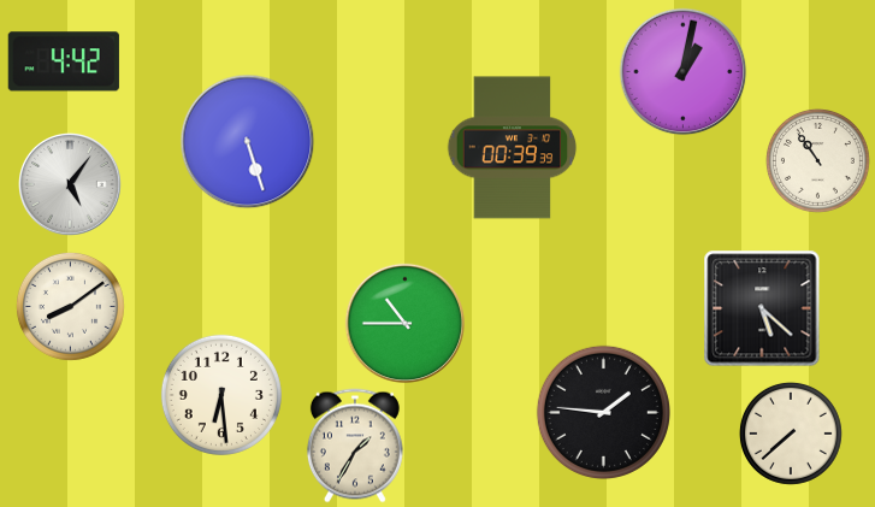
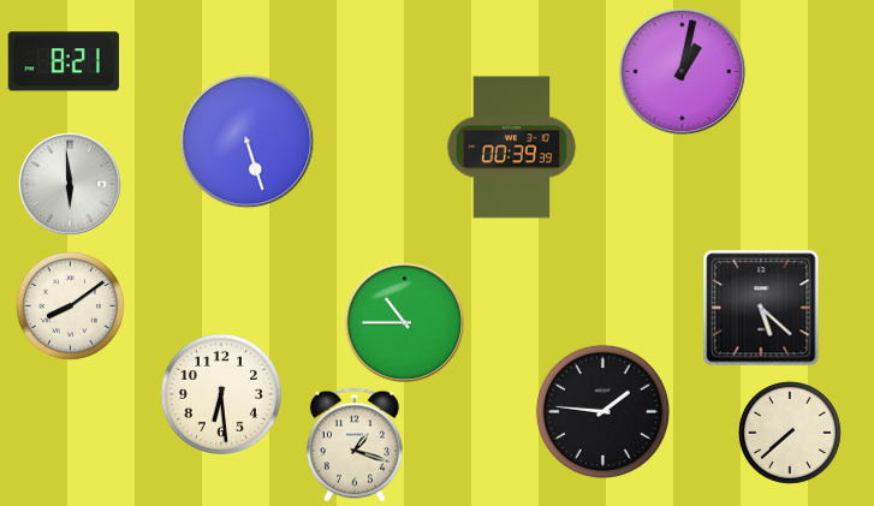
clock at (64, 61): 4:42 -> 8:21
clock at (817, 160): 10:54 -> none
clock at (71, 185): 5:06 -> 5:59
clock at (355, 446): 1:35 -> 1:18
